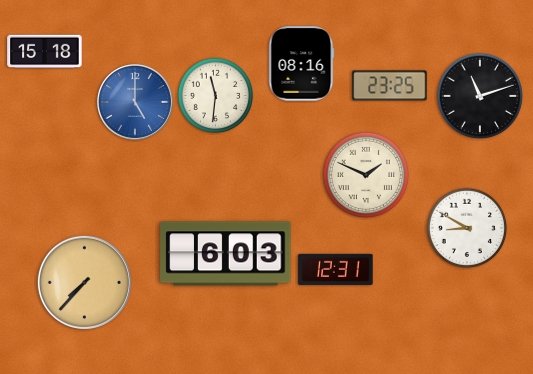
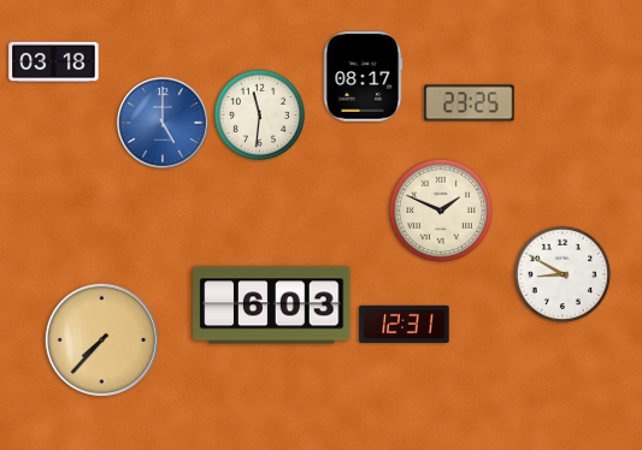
clock at (45, 52): 15:18 -> 03:18
clock at (302, 64): 08:16 -> 08:17
clock at (480, 96): 11:12 -> none
